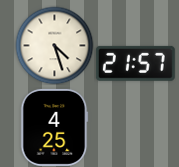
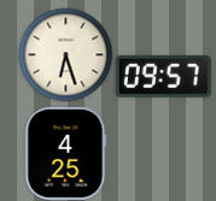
clock at (54, 45): 4:27 -> 6:27
clock at (135, 63): 21:57 -> 09:57
